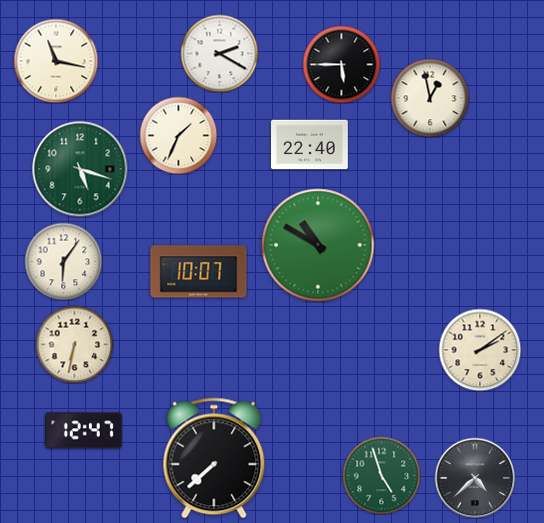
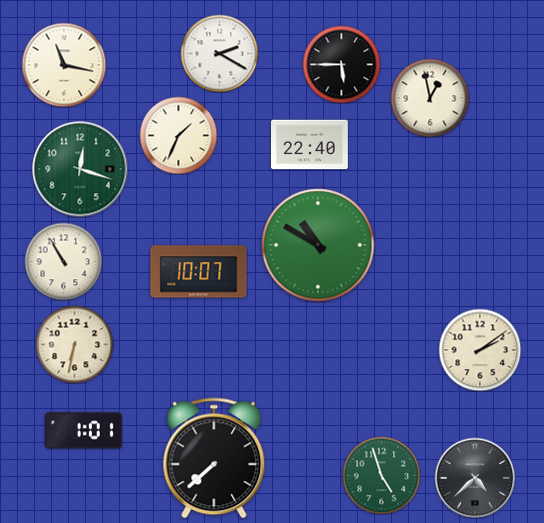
clock at (56, 61) position: (56, 61) -> (64, 65)
clock at (80, 169): 5:18 -> 12:18
clock at (63, 261): 6:06 -> 10:55
clock at (83, 431): 12:47 -> 1:01
